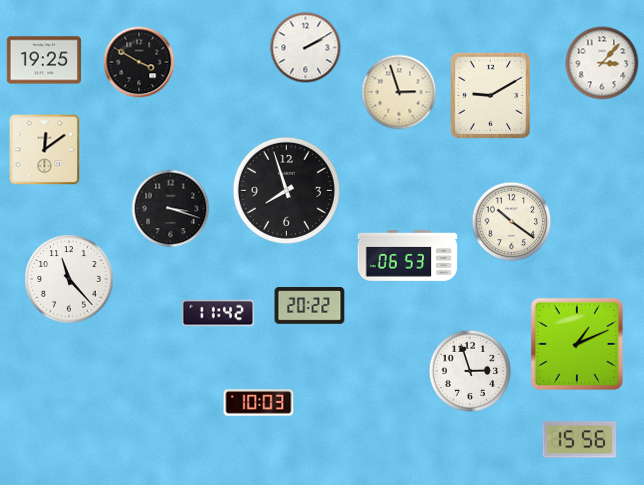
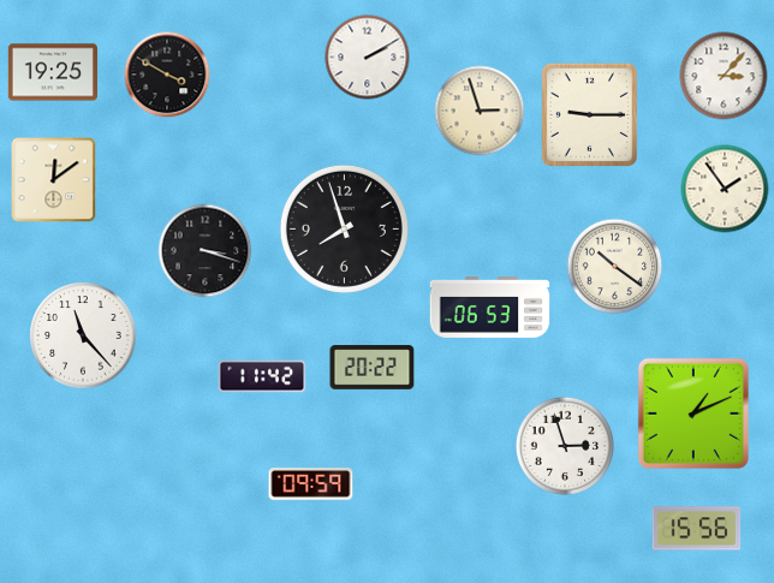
clock at (490, 95): 9:10 -> 9:15
clock at (725, 189): none -> 1:54
clock at (259, 403): 10:03 -> 09:59
